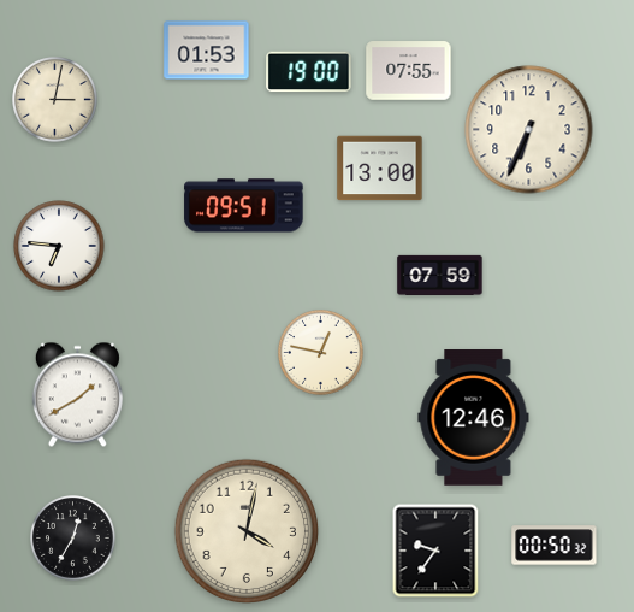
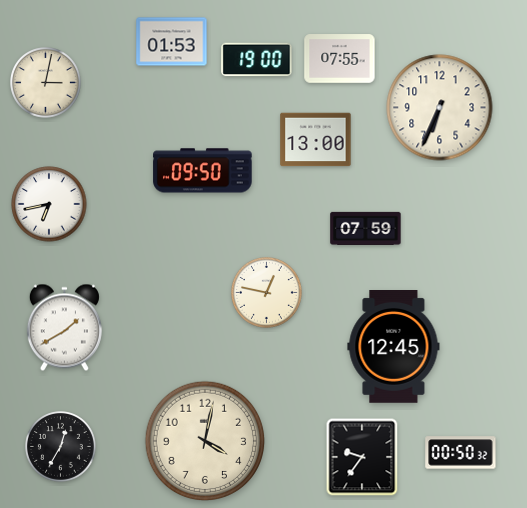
clock at (244, 206): 09:51 -> 09:50
clock at (59, 246): 6:46 -> 6:43
clock at (474, 418): 12:46 -> 12:45
